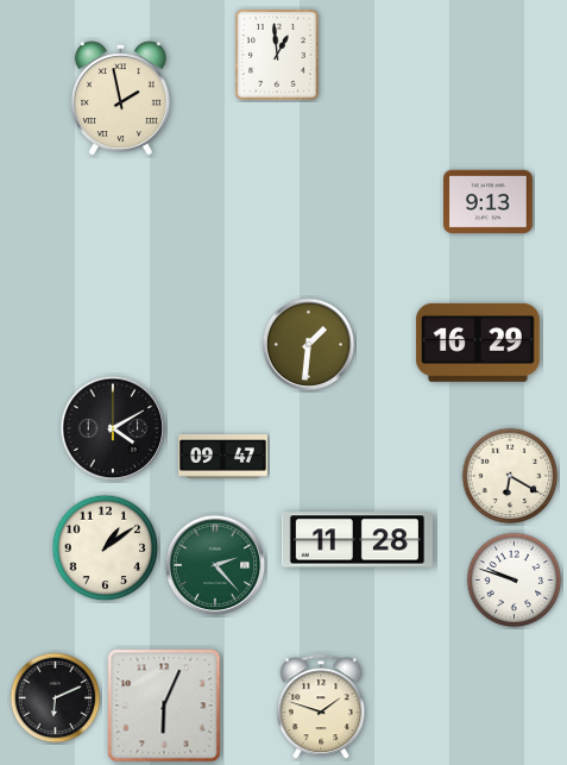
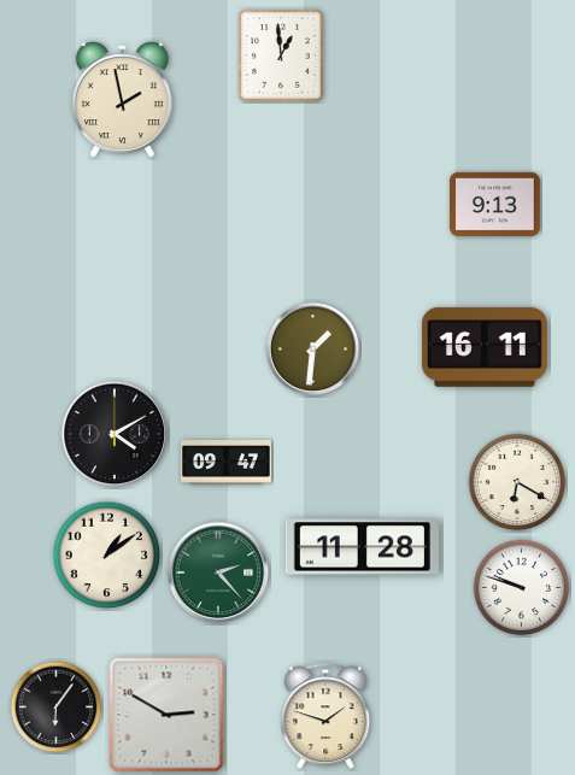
clock at (478, 343): 16:29 -> 16:11
clock at (56, 698): 6:11 -> 6:06
clock at (164, 706): 6:04 -> 2:50
